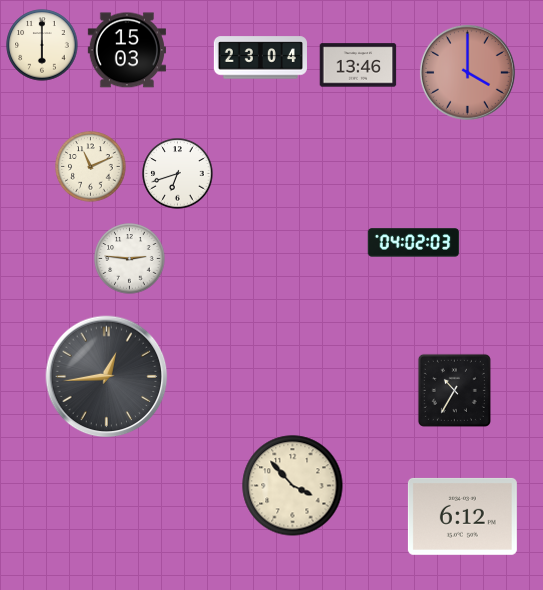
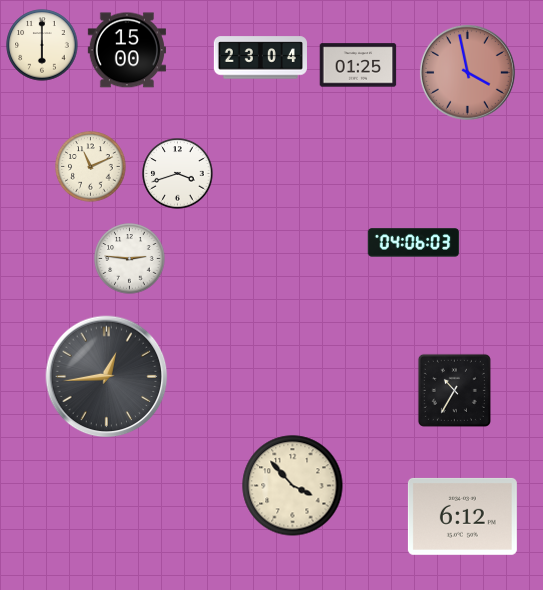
clock at (127, 50): 15:03 -> 15:00
clock at (358, 65): 13:46 -> 01:25
clock at (467, 72): 4:00 -> 3:58
clock at (178, 174): 6:42 -> 3:42
clock at (414, 243): 04:02 -> 04:06
